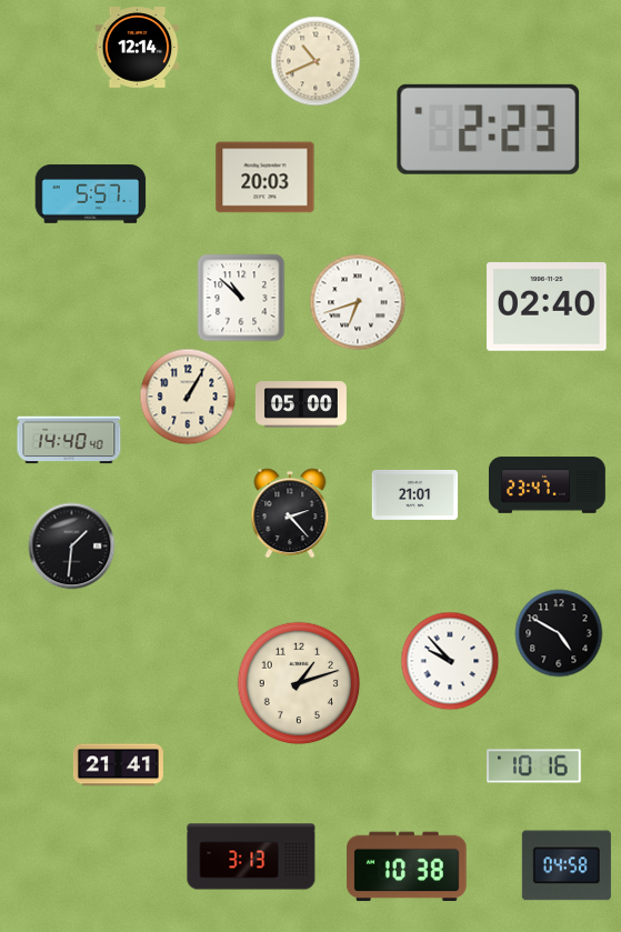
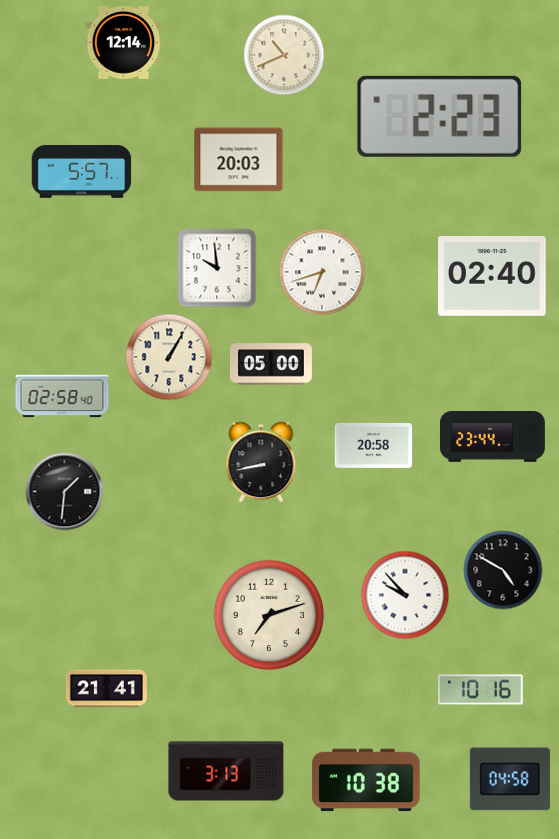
clock at (91, 194) position: (91, 194) -> (82, 172)
clock at (241, 298): 10:52 -> 9:59
clock at (69, 440): 14:40 -> 02:58
clock at (547, 485): 23:47 -> 23:44
clock at (415, 494): 21:01 -> 20:58
clock at (290, 513): 2:23 -> 8:43
clock at (299, 683): 1:12 -> 7:12
